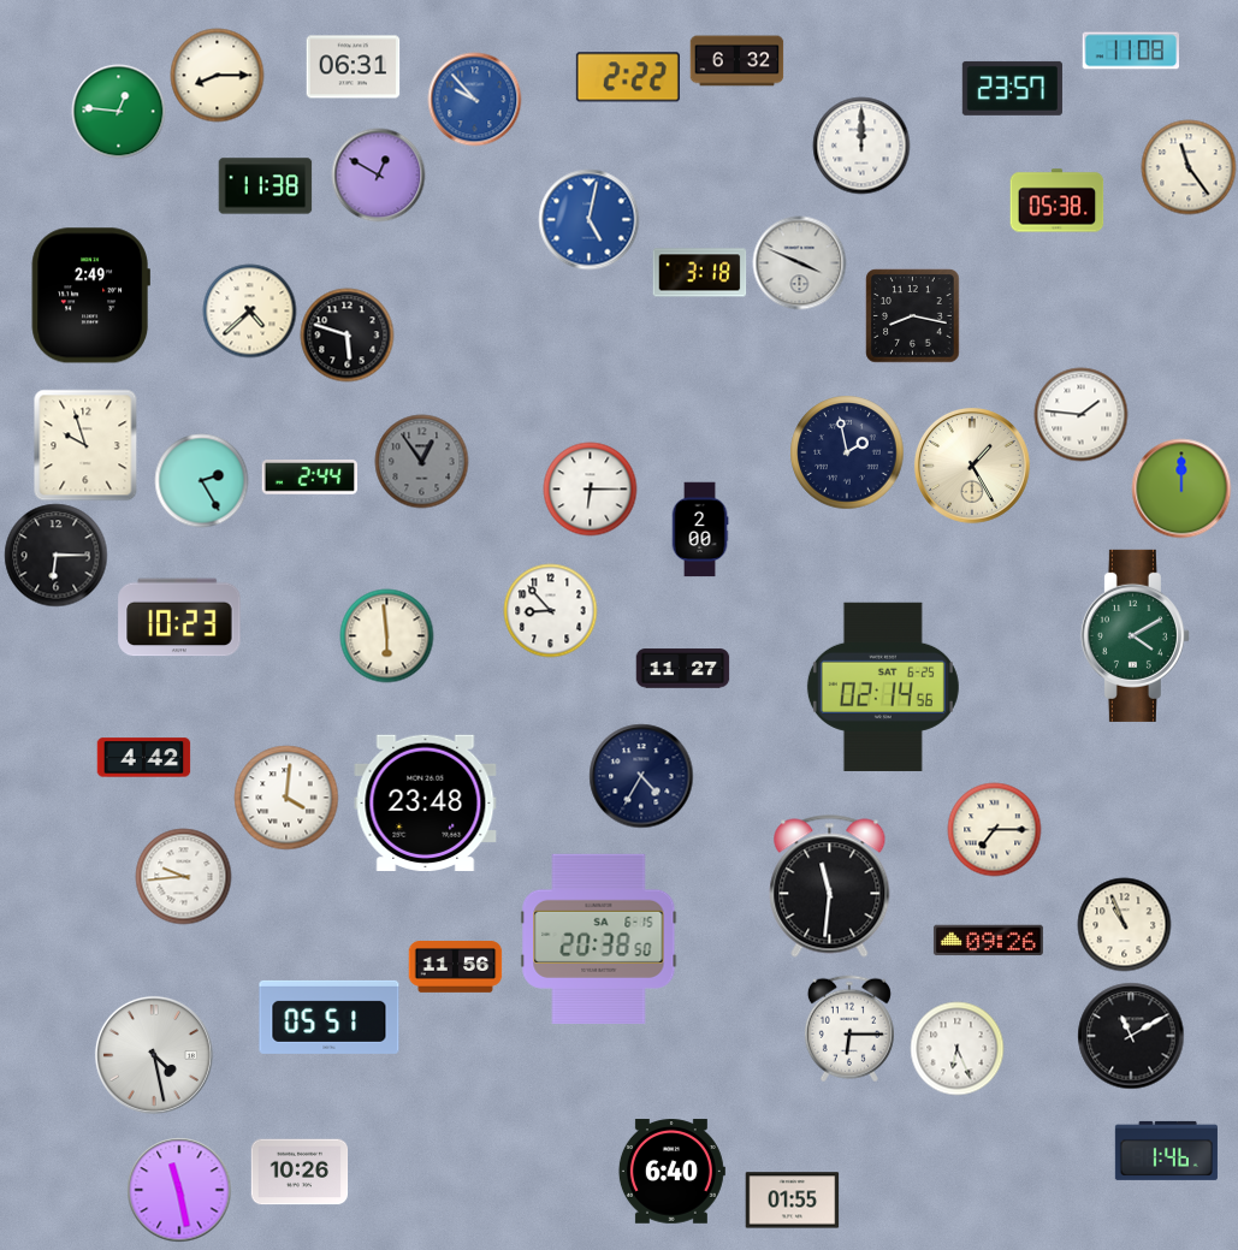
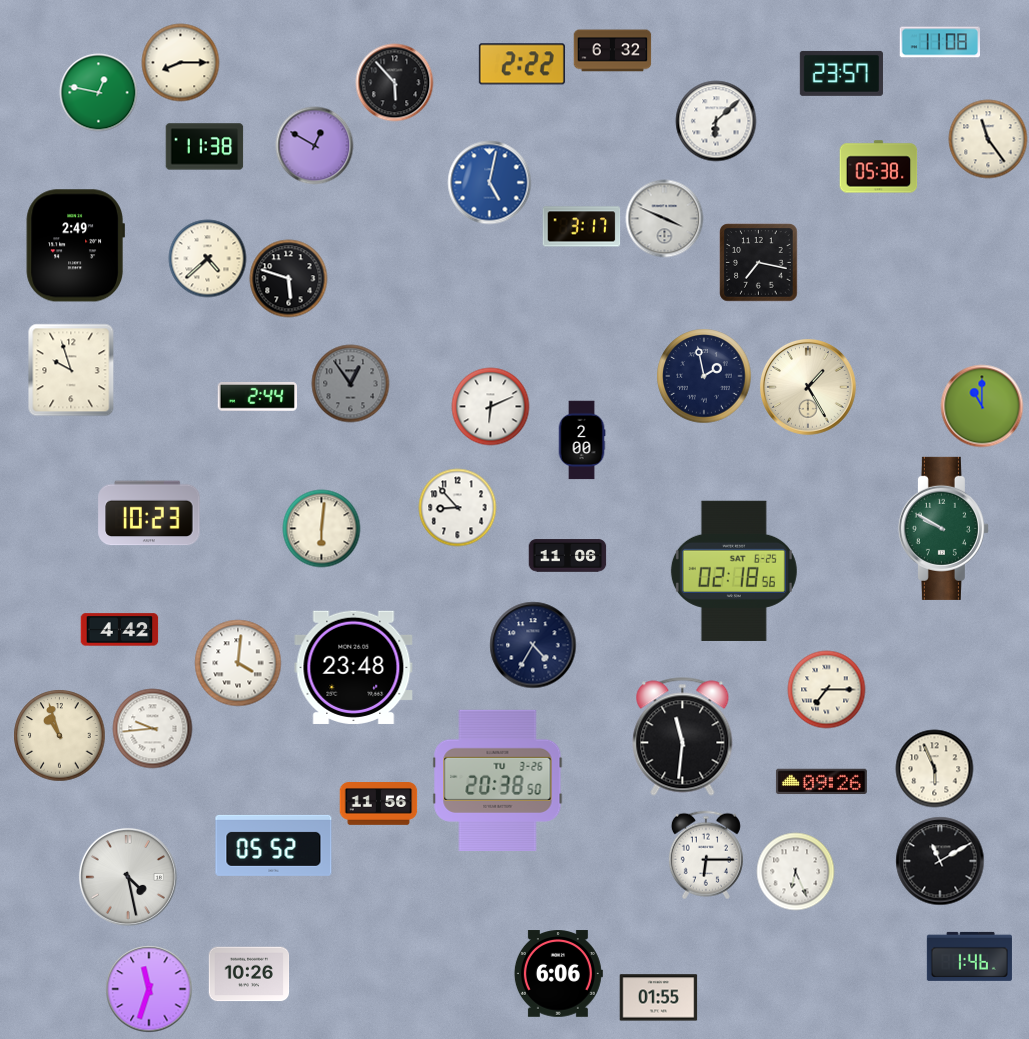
clock at (353, 67): 06:31 -> none
clock at (474, 99): 9:53 -> 5:53
clock at (474, 99) dial: blue -> black
clock at (118, 111): 12:46 -> 12:47
clock at (861, 146): 12:00 -> 6:08
clock at (265, 186) position: (265, 186) -> (204, 147)
clock at (699, 273): 3:18 -> 3:17
clock at (912, 315): 8:17 -> 7:17
clock at (1080, 414): 1:46 -> none
clock at (201, 480): 2:25 -> none
clock at (590, 488): 6:15 -> 6:11
clock at (1181, 488): 12:00 -> 11:00
clock at (55, 555): 6:15 -> none
clock at (386, 635): 5:59 -> 6:01
clock at (1135, 635): 4:10 -> 9:50
clock at (682, 669): 11:27 -> 11:06
clock at (883, 687): 02:14 -> 02:18
clock at (59, 735): none -> 10:57
clock at (830, 887) position: (830, 887) -> (683, 737)
clock at (1124, 924): 10:56 -> 5:56
clock at (599, 938) date: SA 6-15 -> TU 3-26
clock at (330, 1017): 05:51 -> 05:52
clock at (671, 1172): 6:40 -> 6:06
clock at (179, 1190): 11:28 -> 11:33
